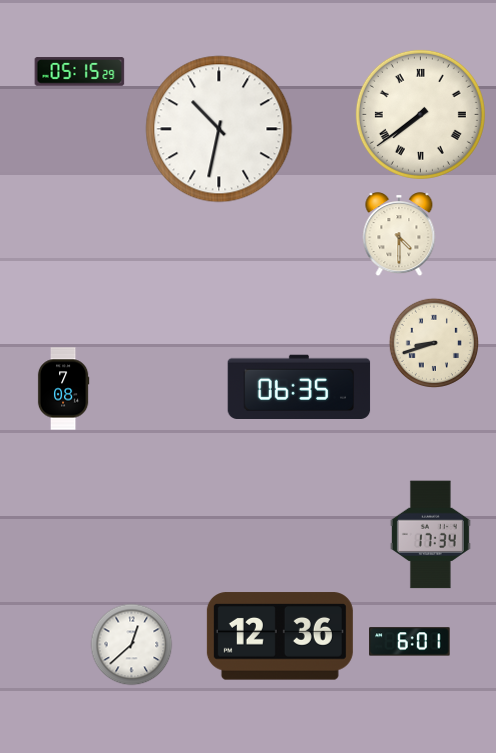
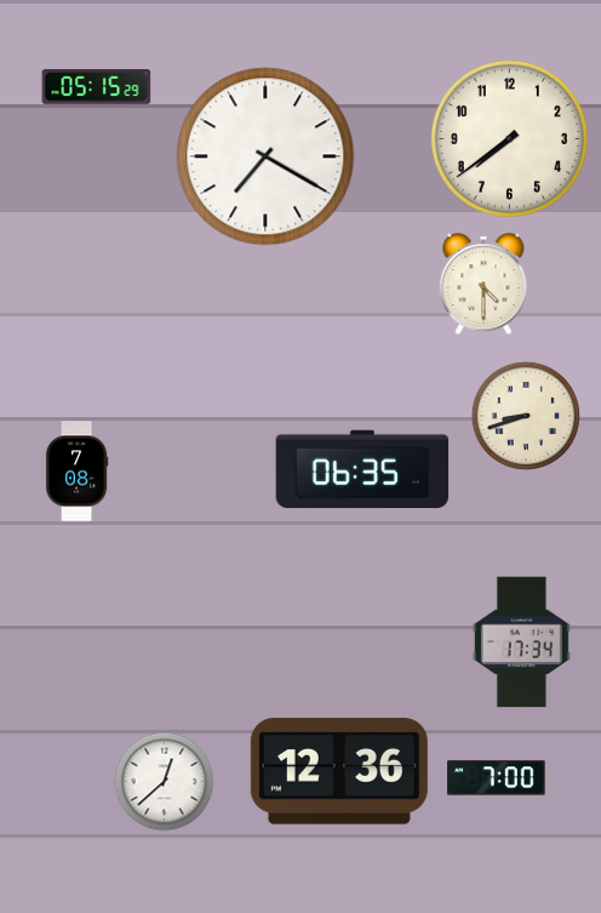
clock at (420, 114) numerals: Roman -> Arabic
clock at (219, 129): 10:32 -> 7:20
clock at (430, 535) position: (430, 535) -> (521, 643)
clock at (410, 642): 6:01 -> 7:00
clock at (132, 645) position: (132, 645) -> (165, 782)
